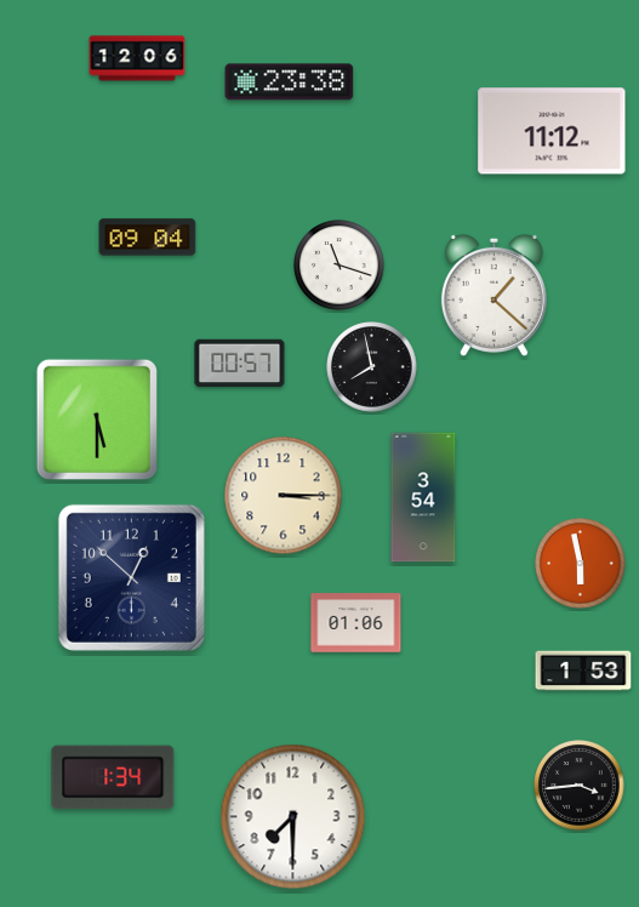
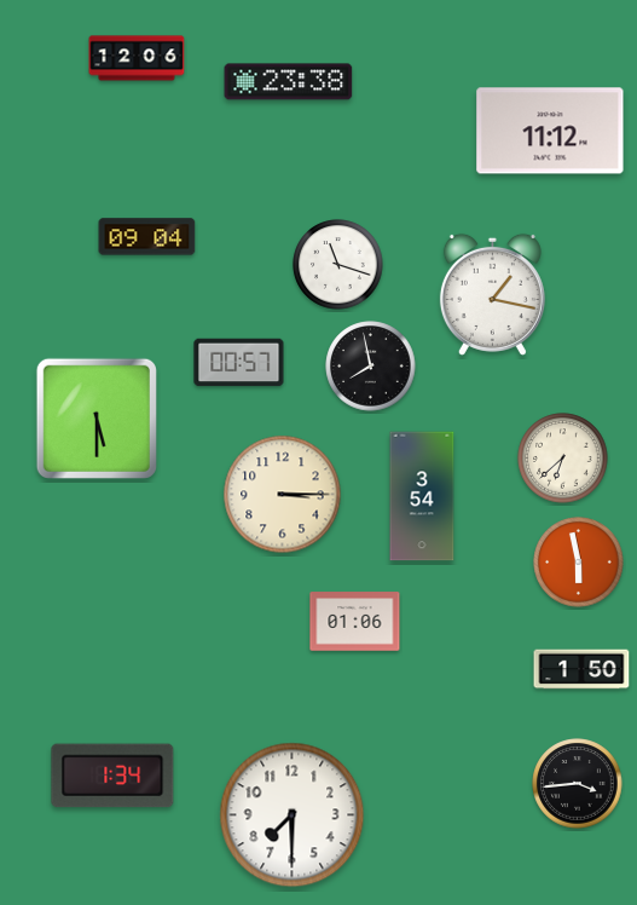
clock at (493, 295): 1:22 -> 1:17
clock at (563, 459): none -> 6:38
clock at (131, 577): 12:52 -> none
clock at (583, 671): 1:53 -> 1:50
